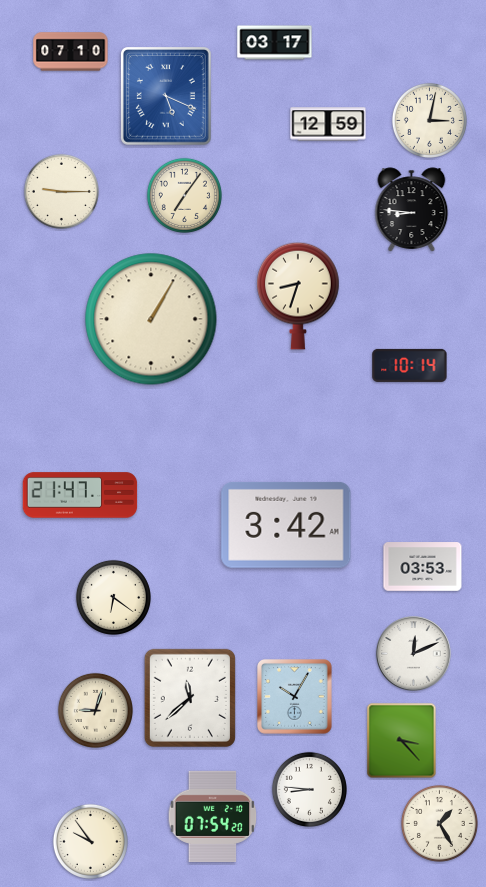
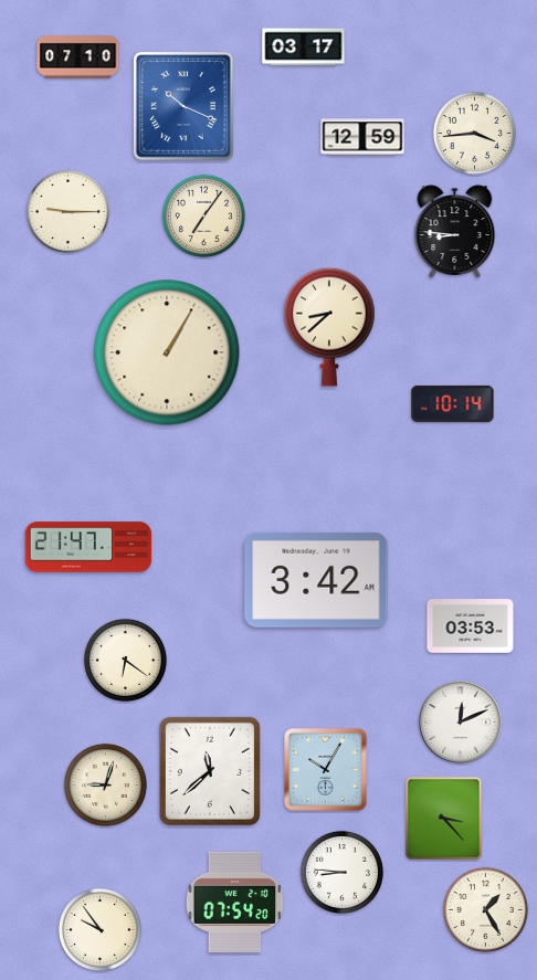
clock at (166, 97): 5:19 -> 10:19
clock at (429, 120): 3:02 -> 3:44
clock at (298, 296): 8:33 -> 8:38
clock at (423, 567) position: (423, 567) -> (471, 626)
clock at (414, 654) position: (414, 654) -> (461, 723)
